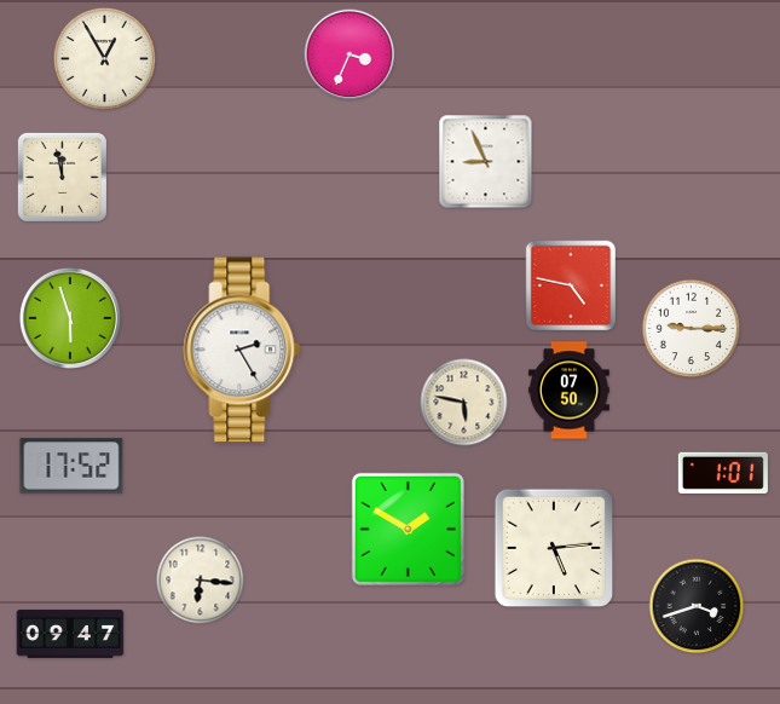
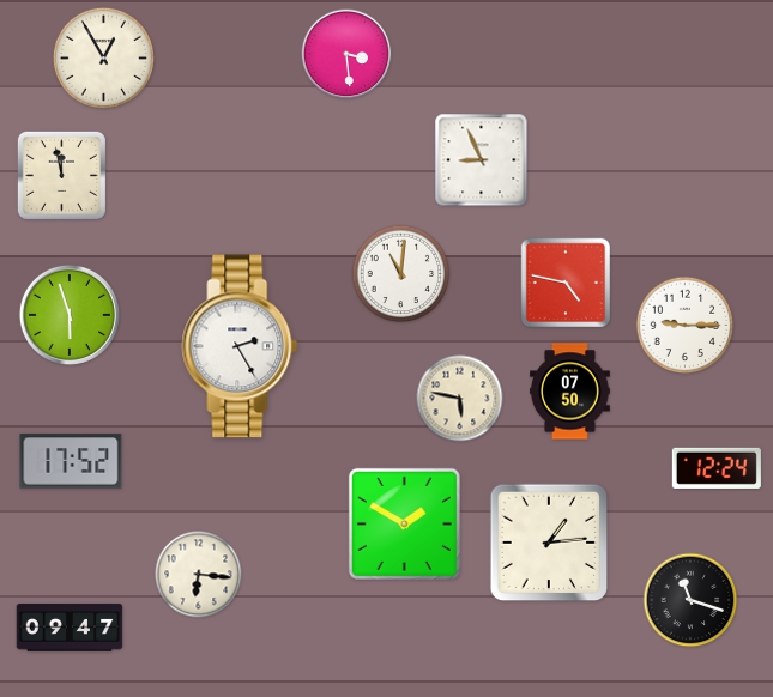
clock at (349, 54): 3:34 -> 3:29
clock at (401, 274): none -> 11:01
clock at (570, 391) position: (570, 391) -> (570, 392)
clock at (723, 473): 1:01 -> 12:24
clock at (554, 548): 5:14 -> 1:14
clock at (697, 606): 3:42 -> 11:18
